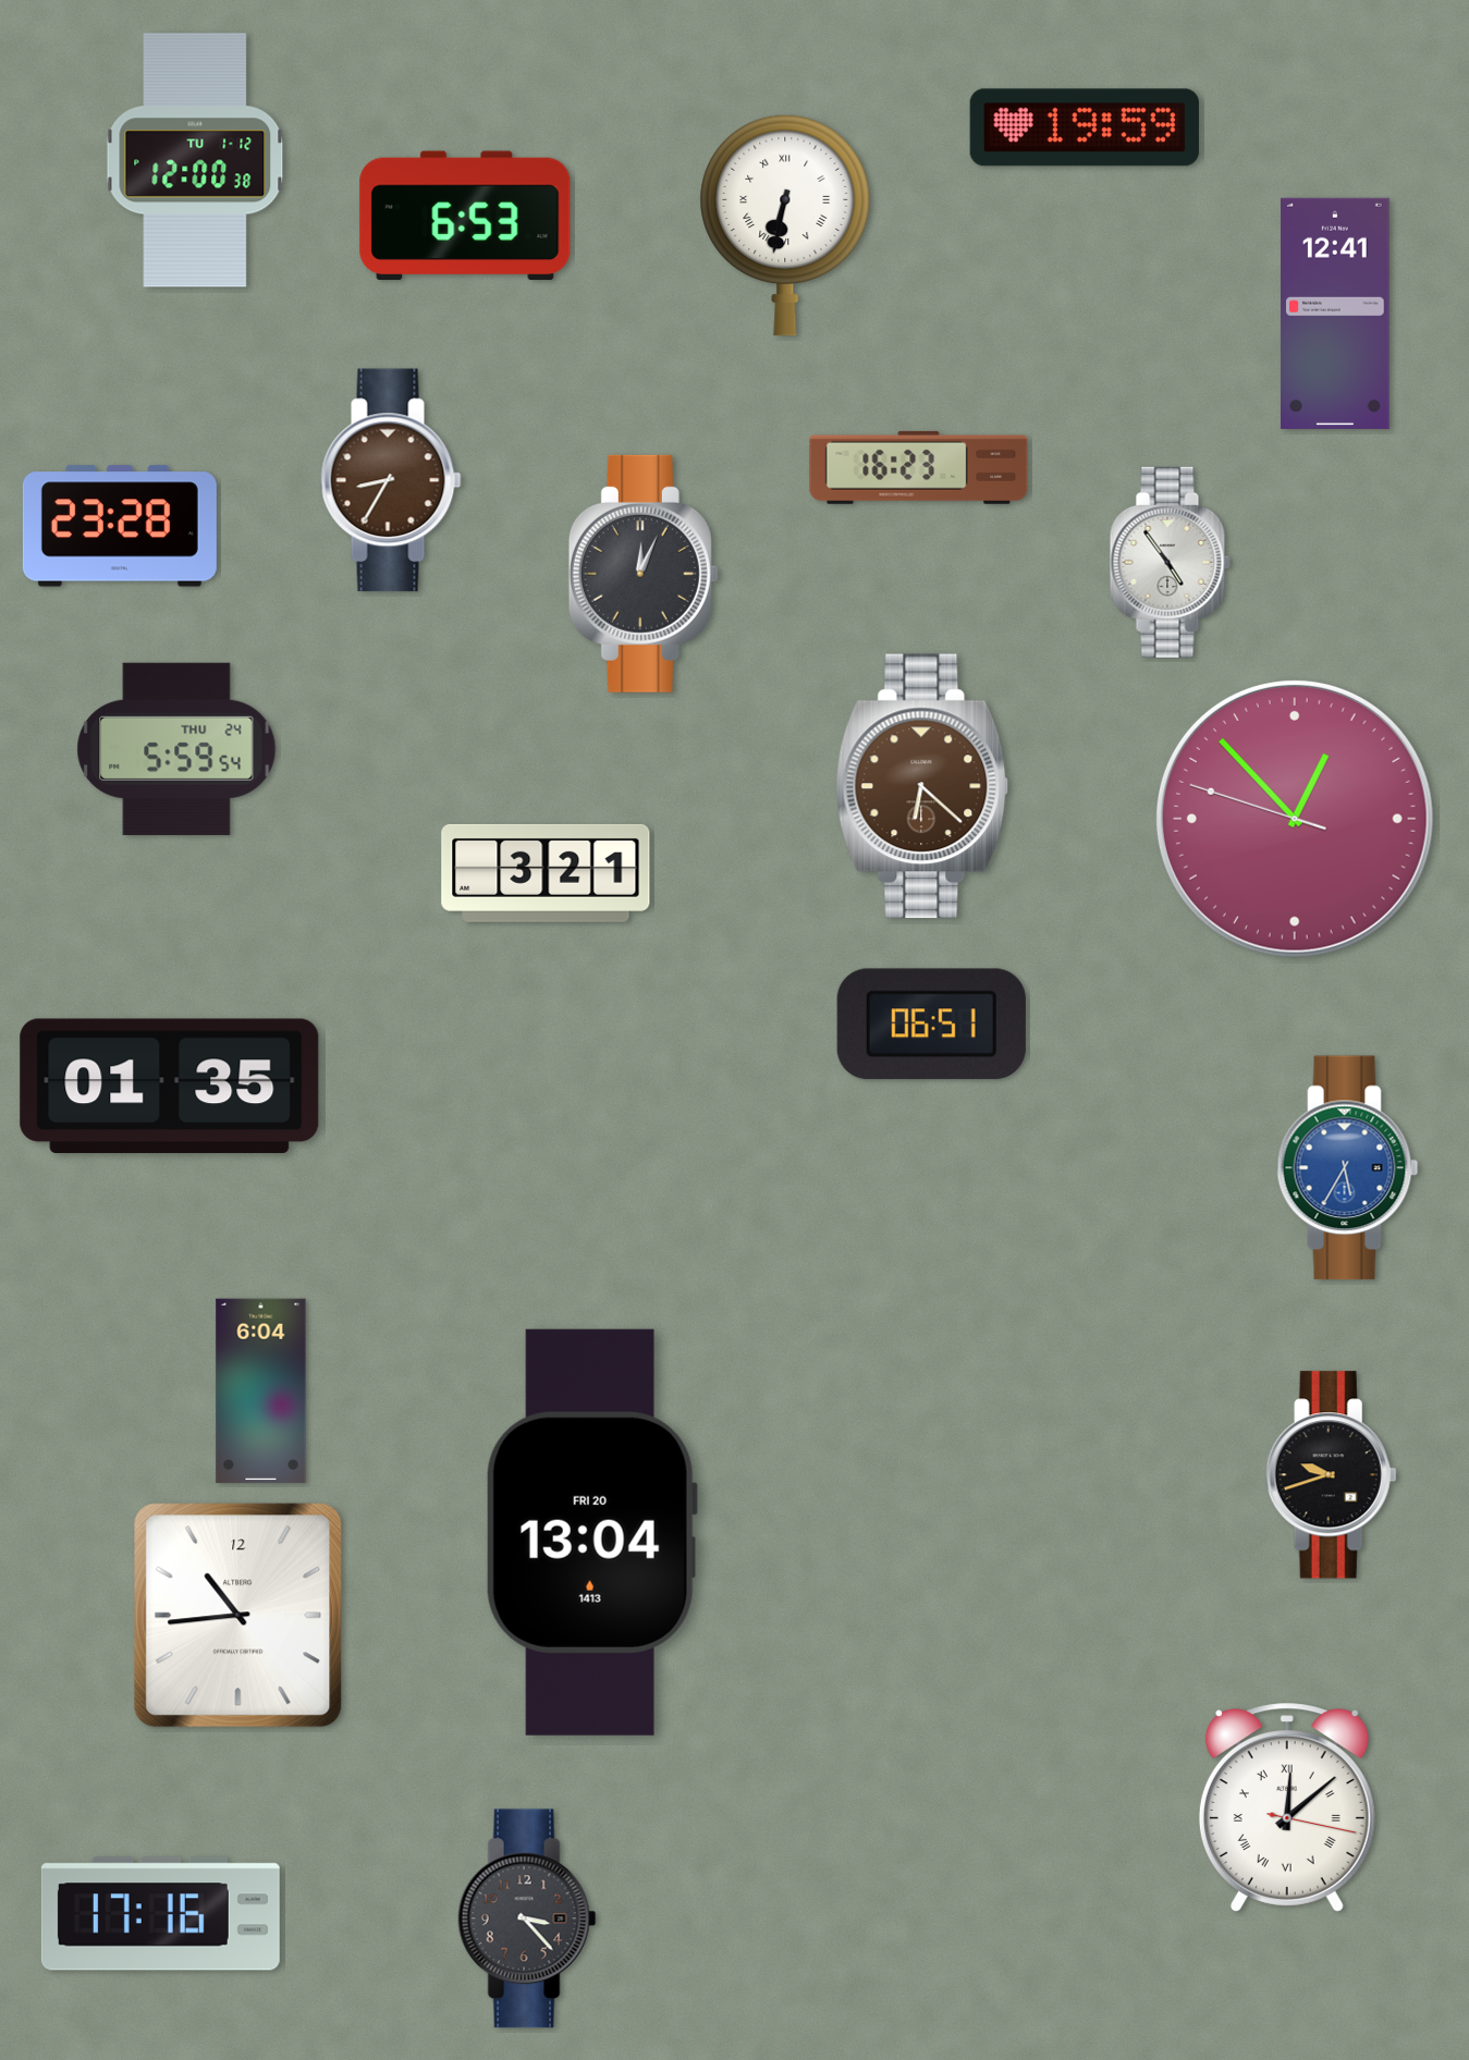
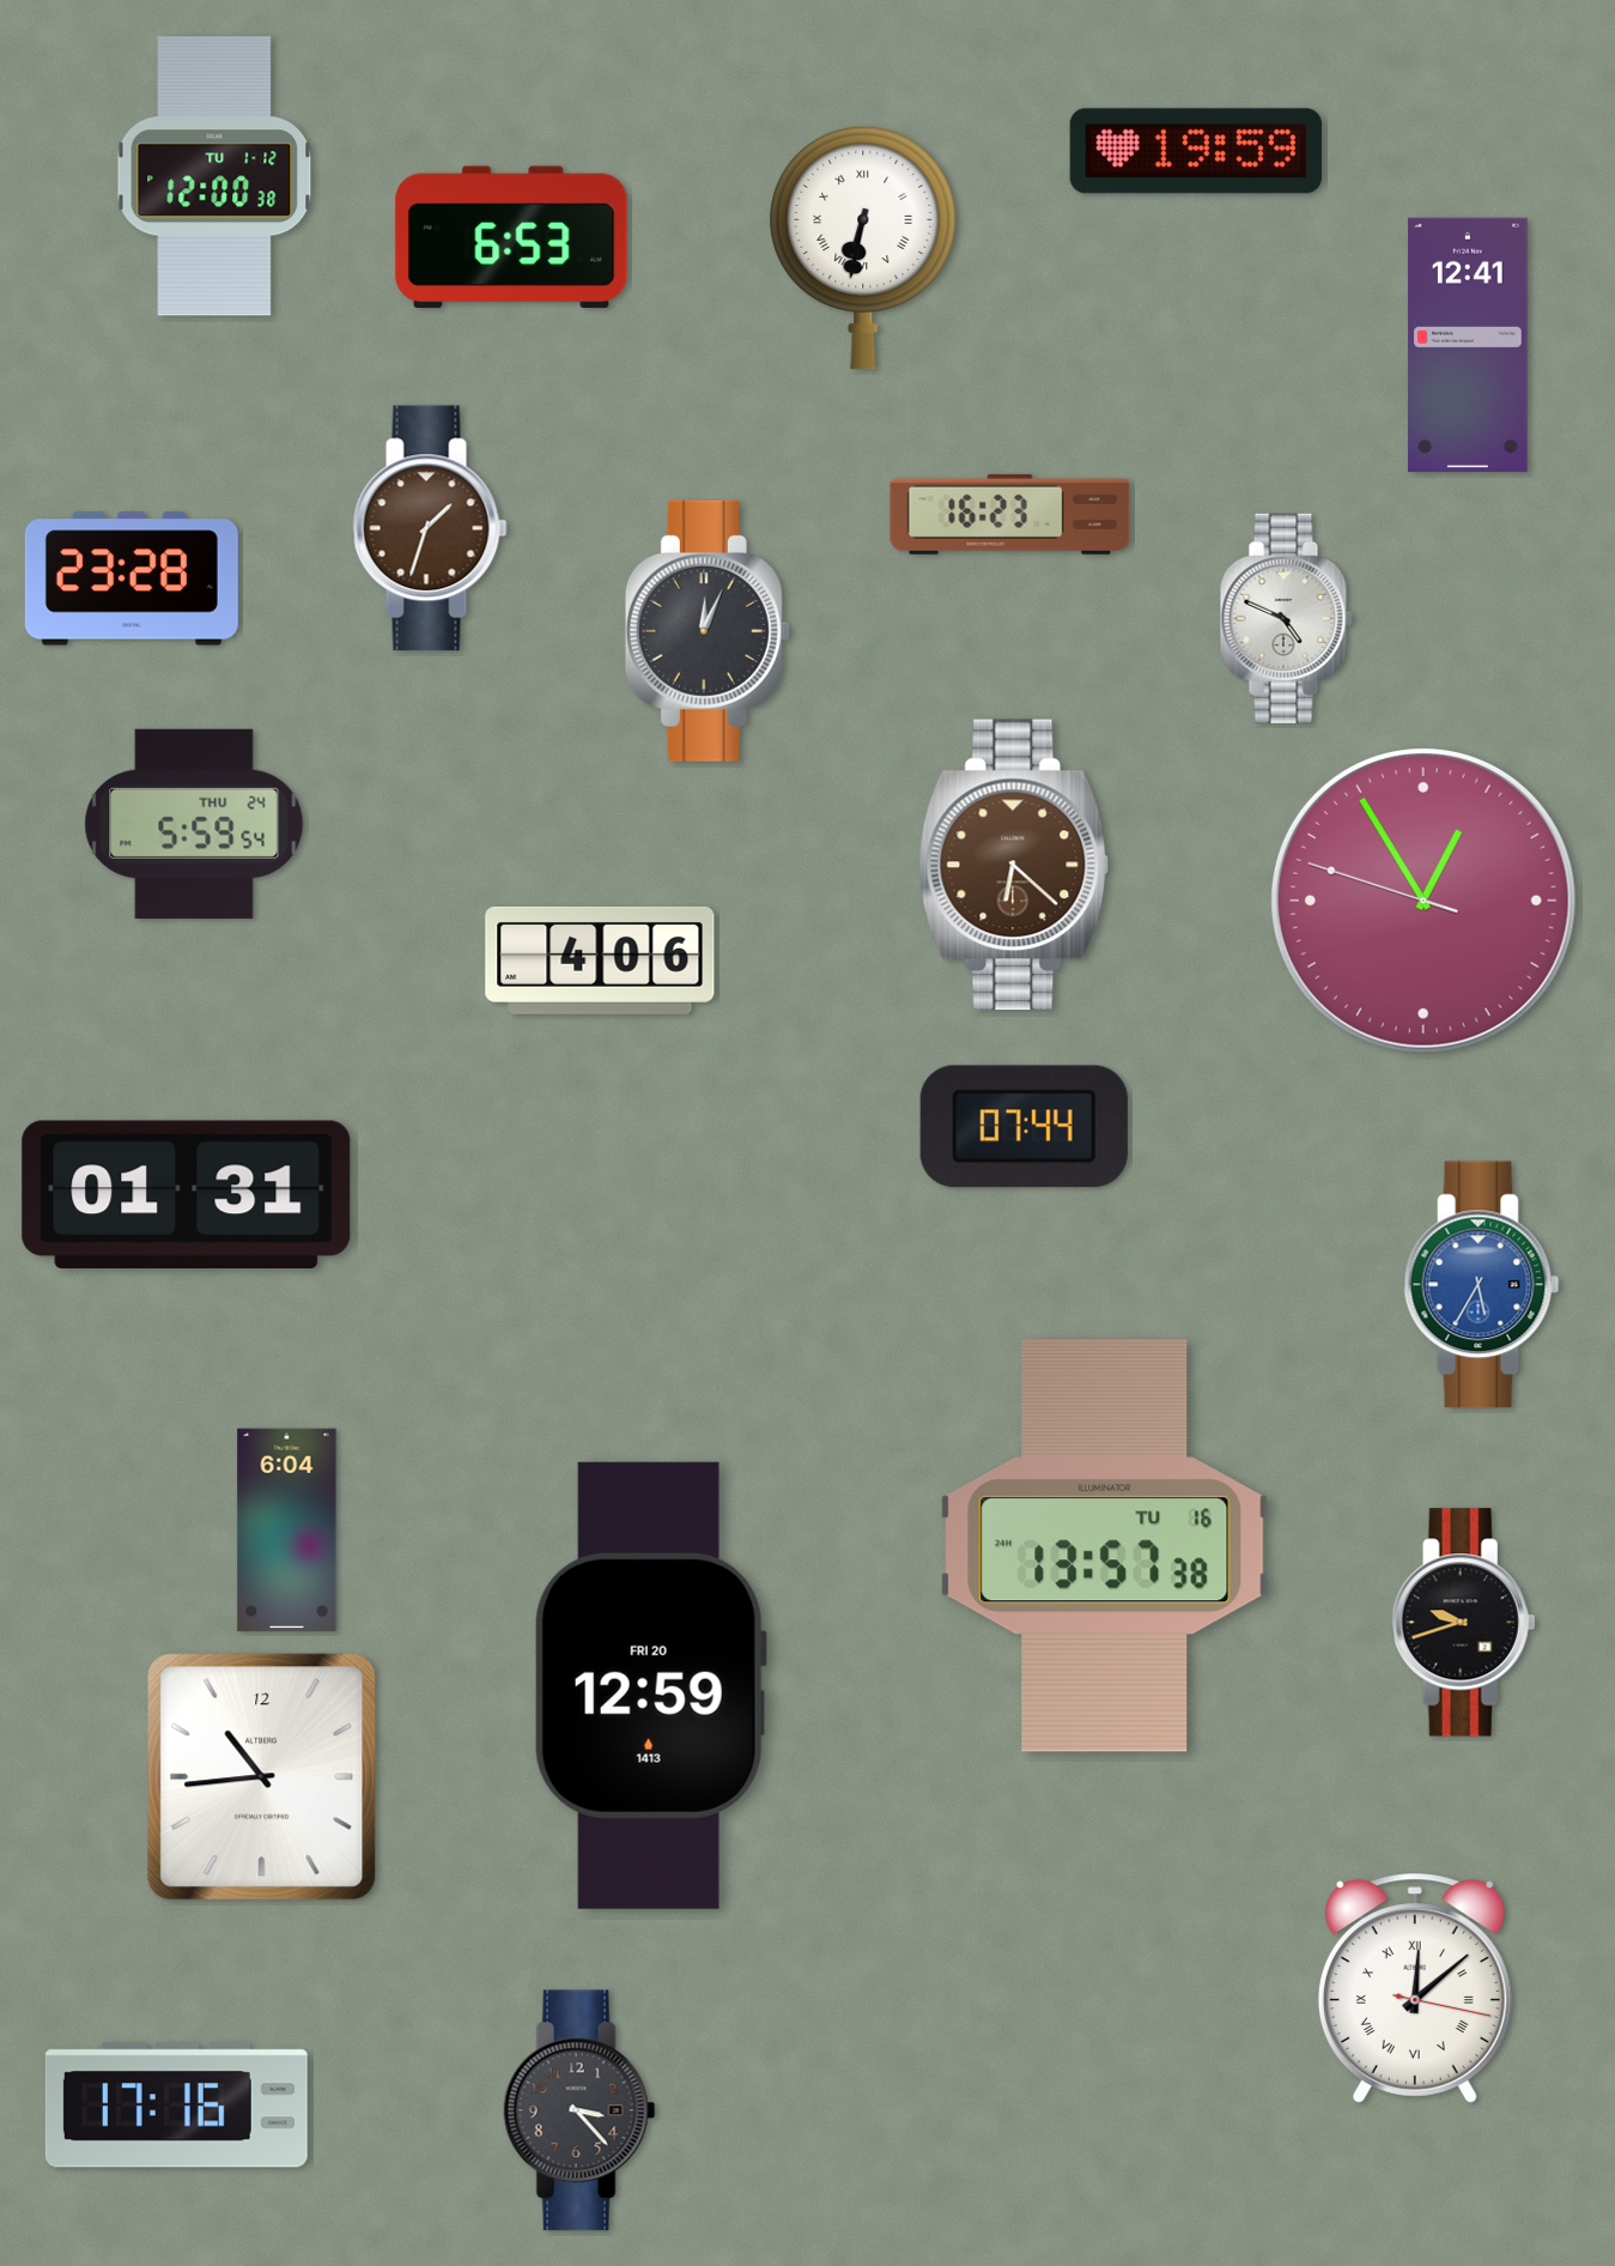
clock at (1085, 127) position: (1085, 127) -> (1196, 151)
clock at (391, 480): 8:35 -> 1:33
clock at (1170, 562): 4:54 -> 4:49
clock at (1295, 819): 12:52 -> 12:54
clock at (546, 873): 3:21 -> 4:06
clock at (931, 1025): 06:51 -> 07:44
clock at (170, 1086): 01:35 -> 01:31
clock at (1105, 1546): none -> 13:57
clock at (591, 1532): 13:04 -> 12:59
